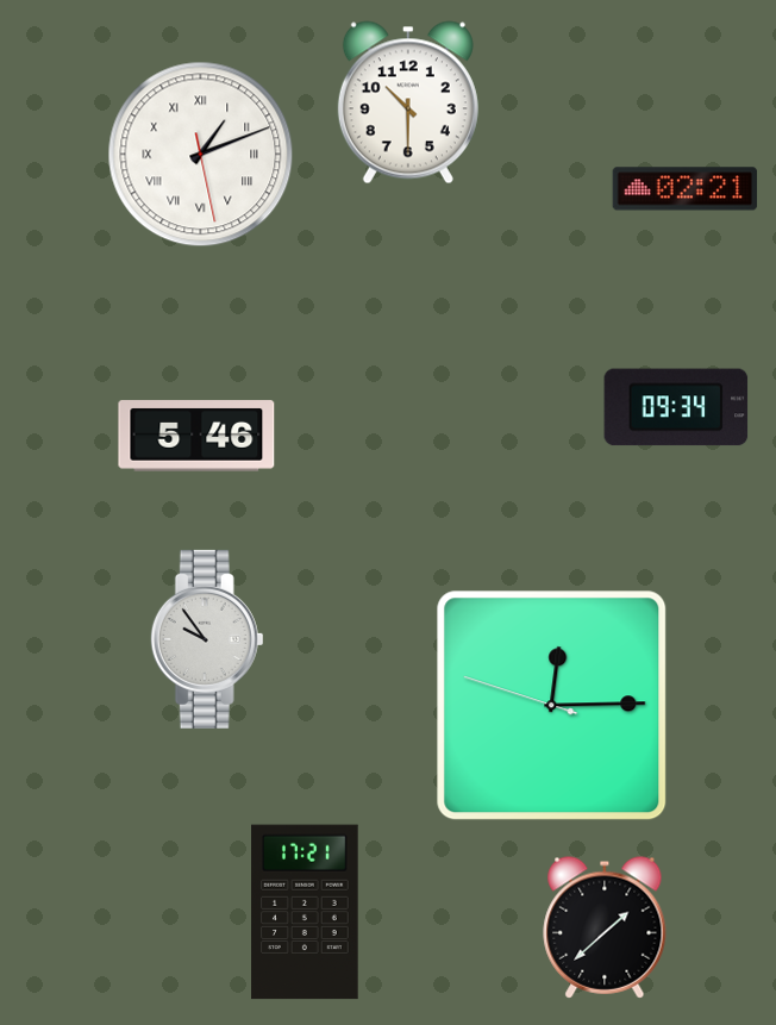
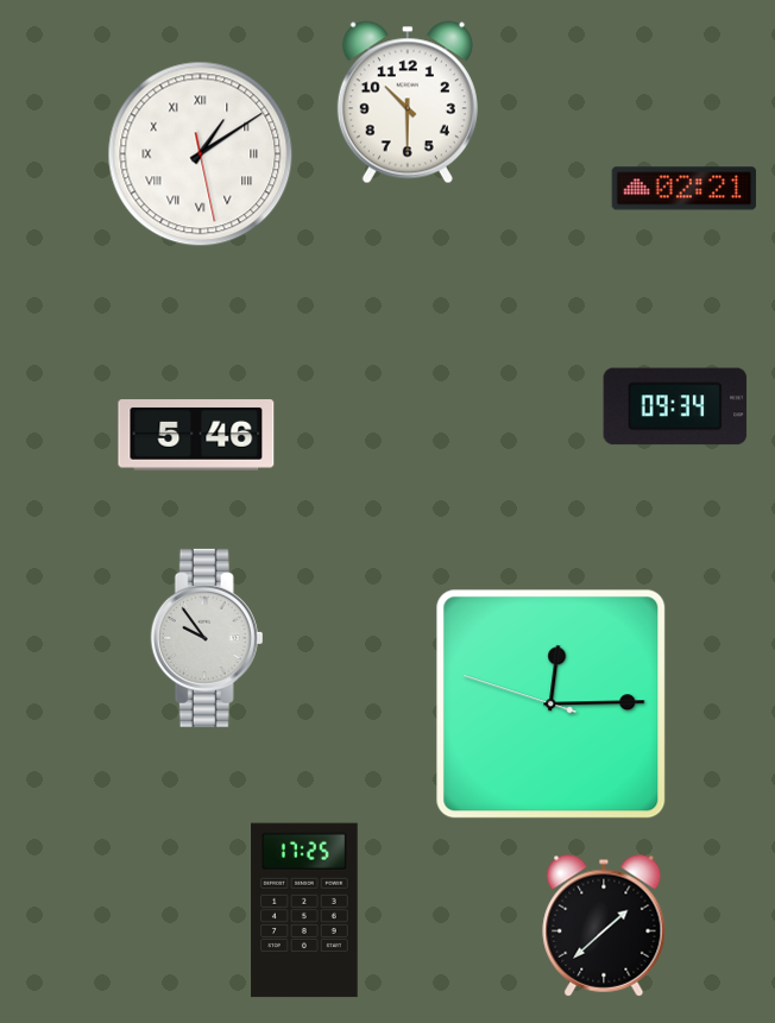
clock at (201, 155): 1:11 -> 1:09
clock at (305, 912): 17:21 -> 17:25
